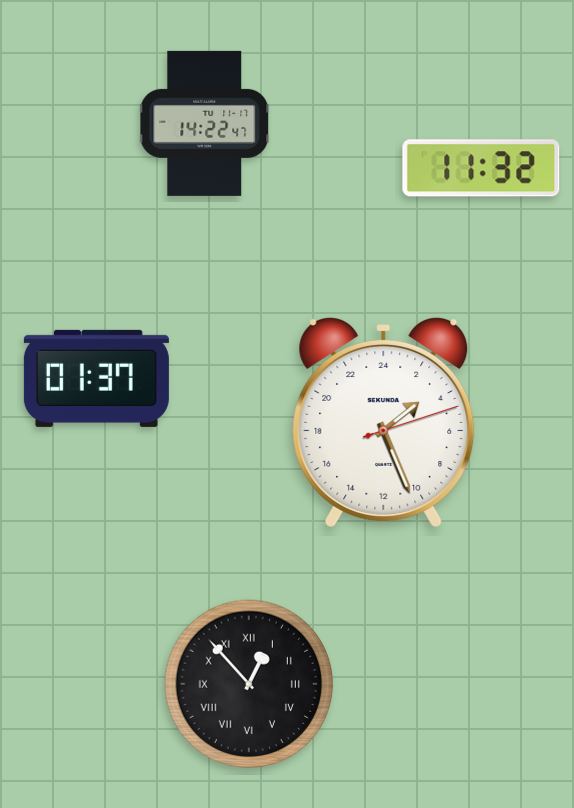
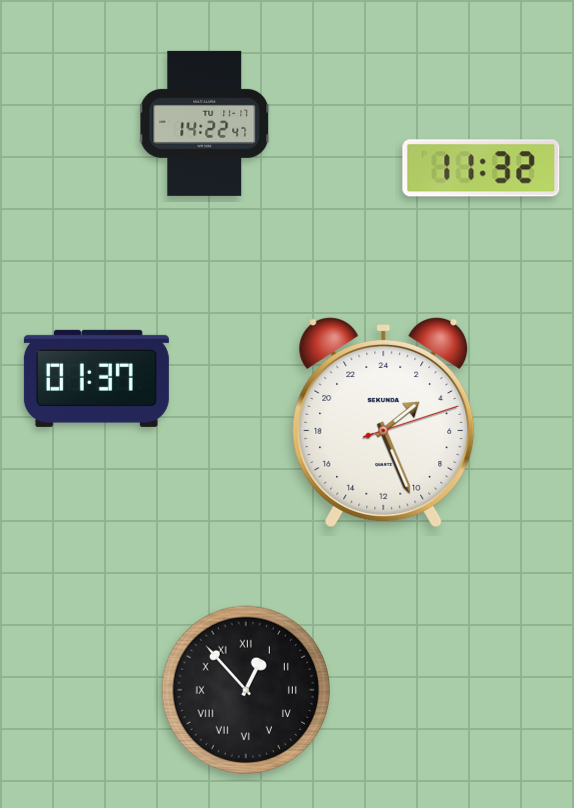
clock at (248, 683) position: (248, 683) -> (245, 689)
